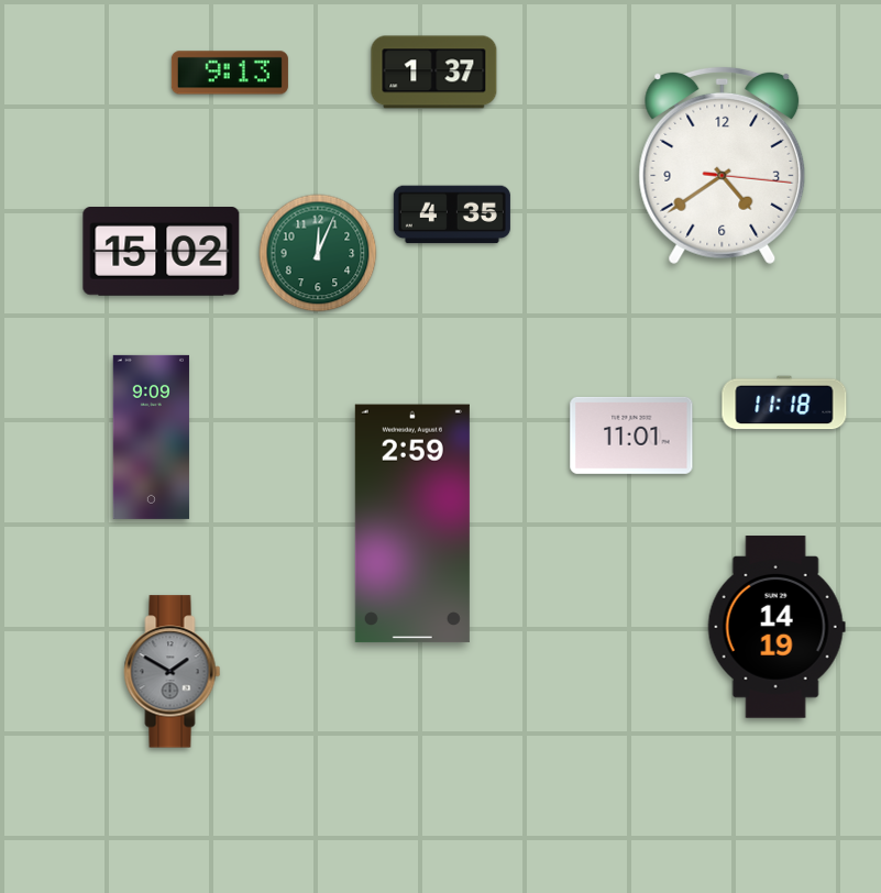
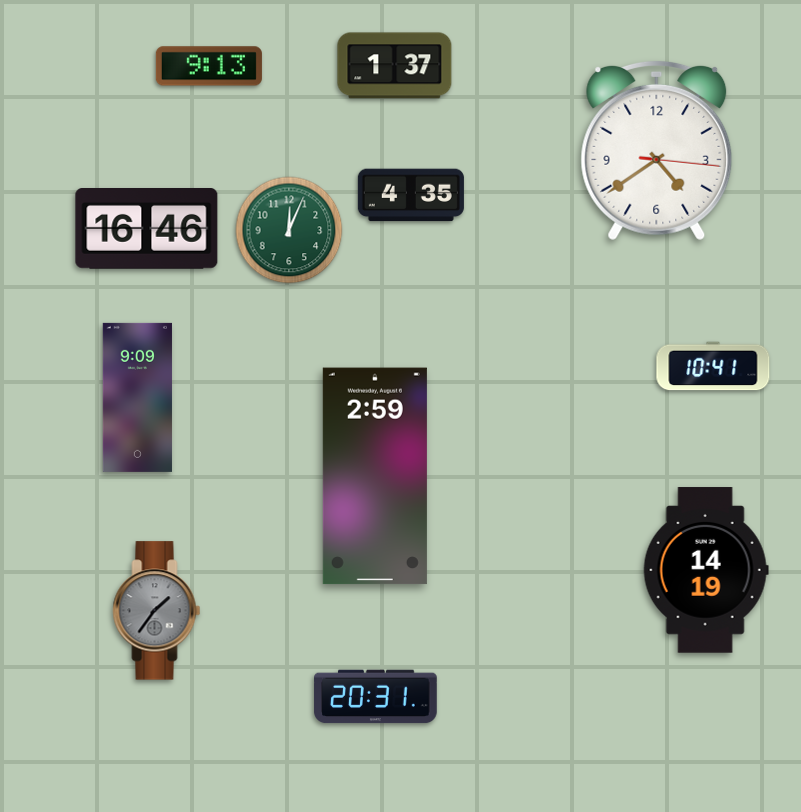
clock at (162, 252): 15:02 -> 16:46
clock at (784, 403): 11:18 -> 10:41
clock at (631, 436): 11:01 -> none
clock at (173, 672): 1:50 -> 1:36
clock at (376, 697): none -> 20:31
